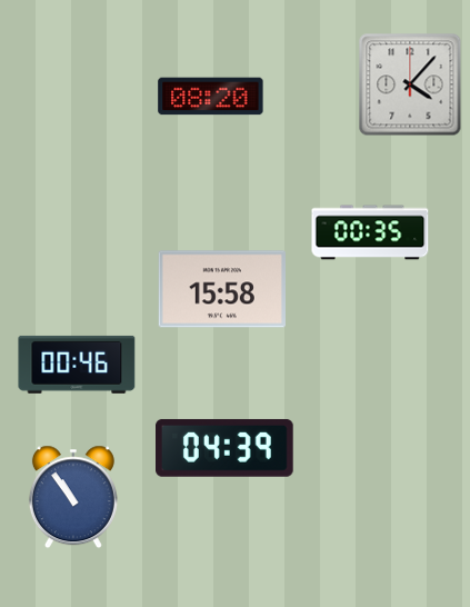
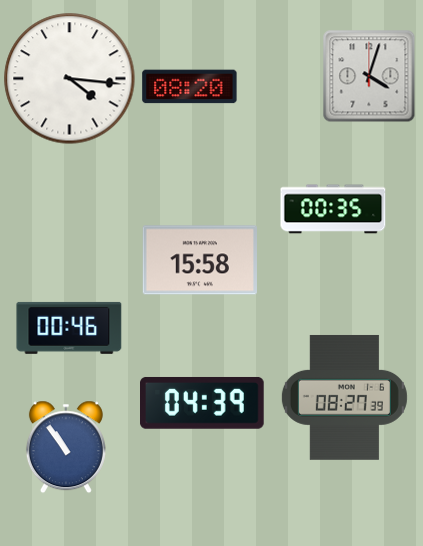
clock at (410, 84): 4:07 -> 4:03
clock at (70, 79): none -> 4:16
clock at (344, 397): none -> 08:27
